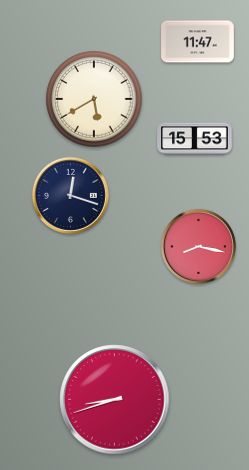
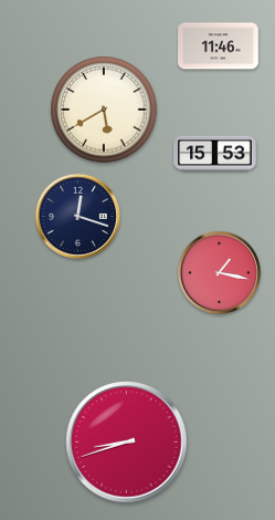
clock at (198, 42): 11:47 -> 11:46
clock at (198, 246): 8:17 -> 1:17
